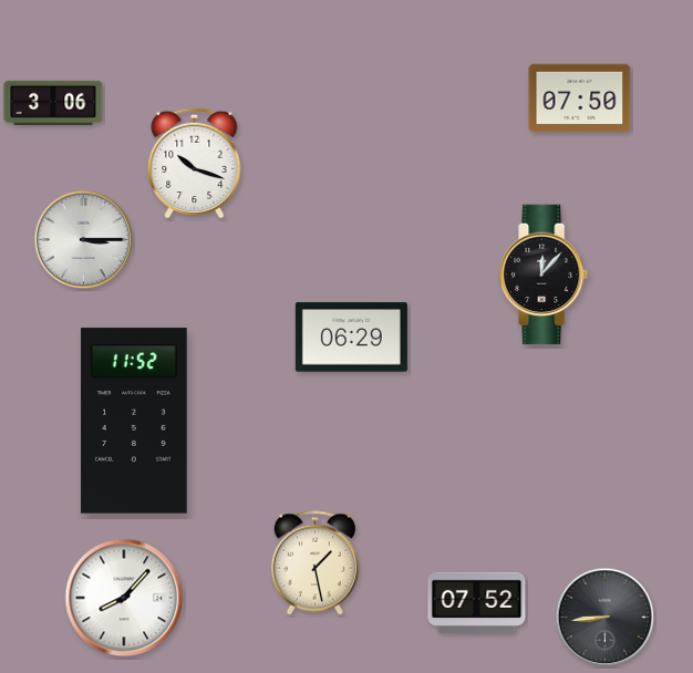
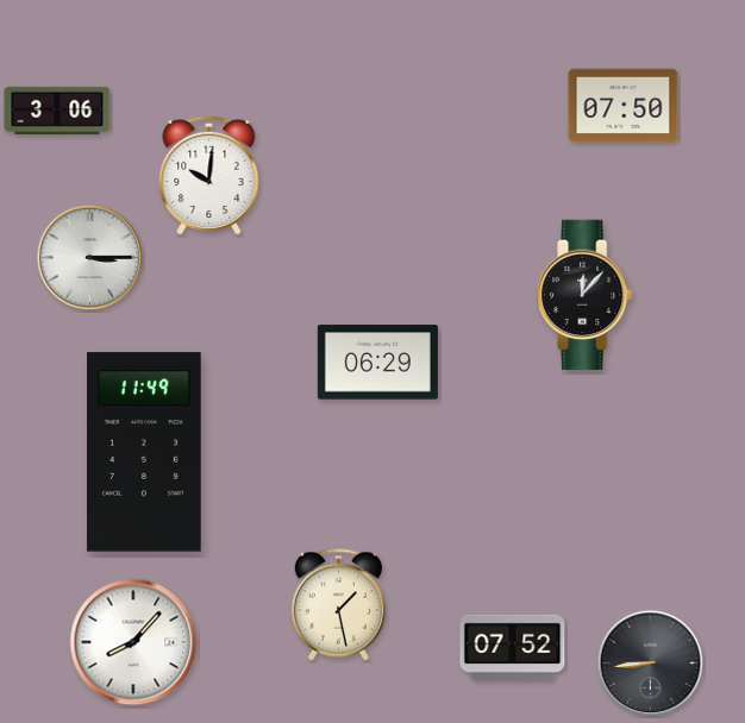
clock at (195, 163): 10:18 -> 10:01
clock at (134, 421): 11:52 -> 11:49
